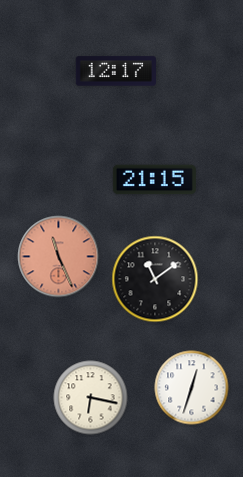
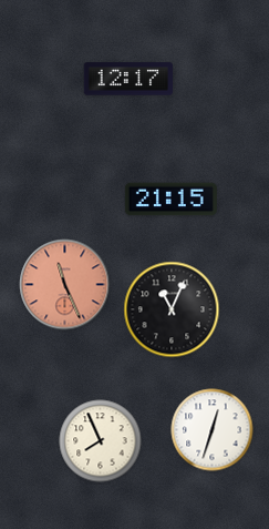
clock at (155, 279): 11:09 -> 11:04
clock at (91, 398): 6:17 -> 7:56
